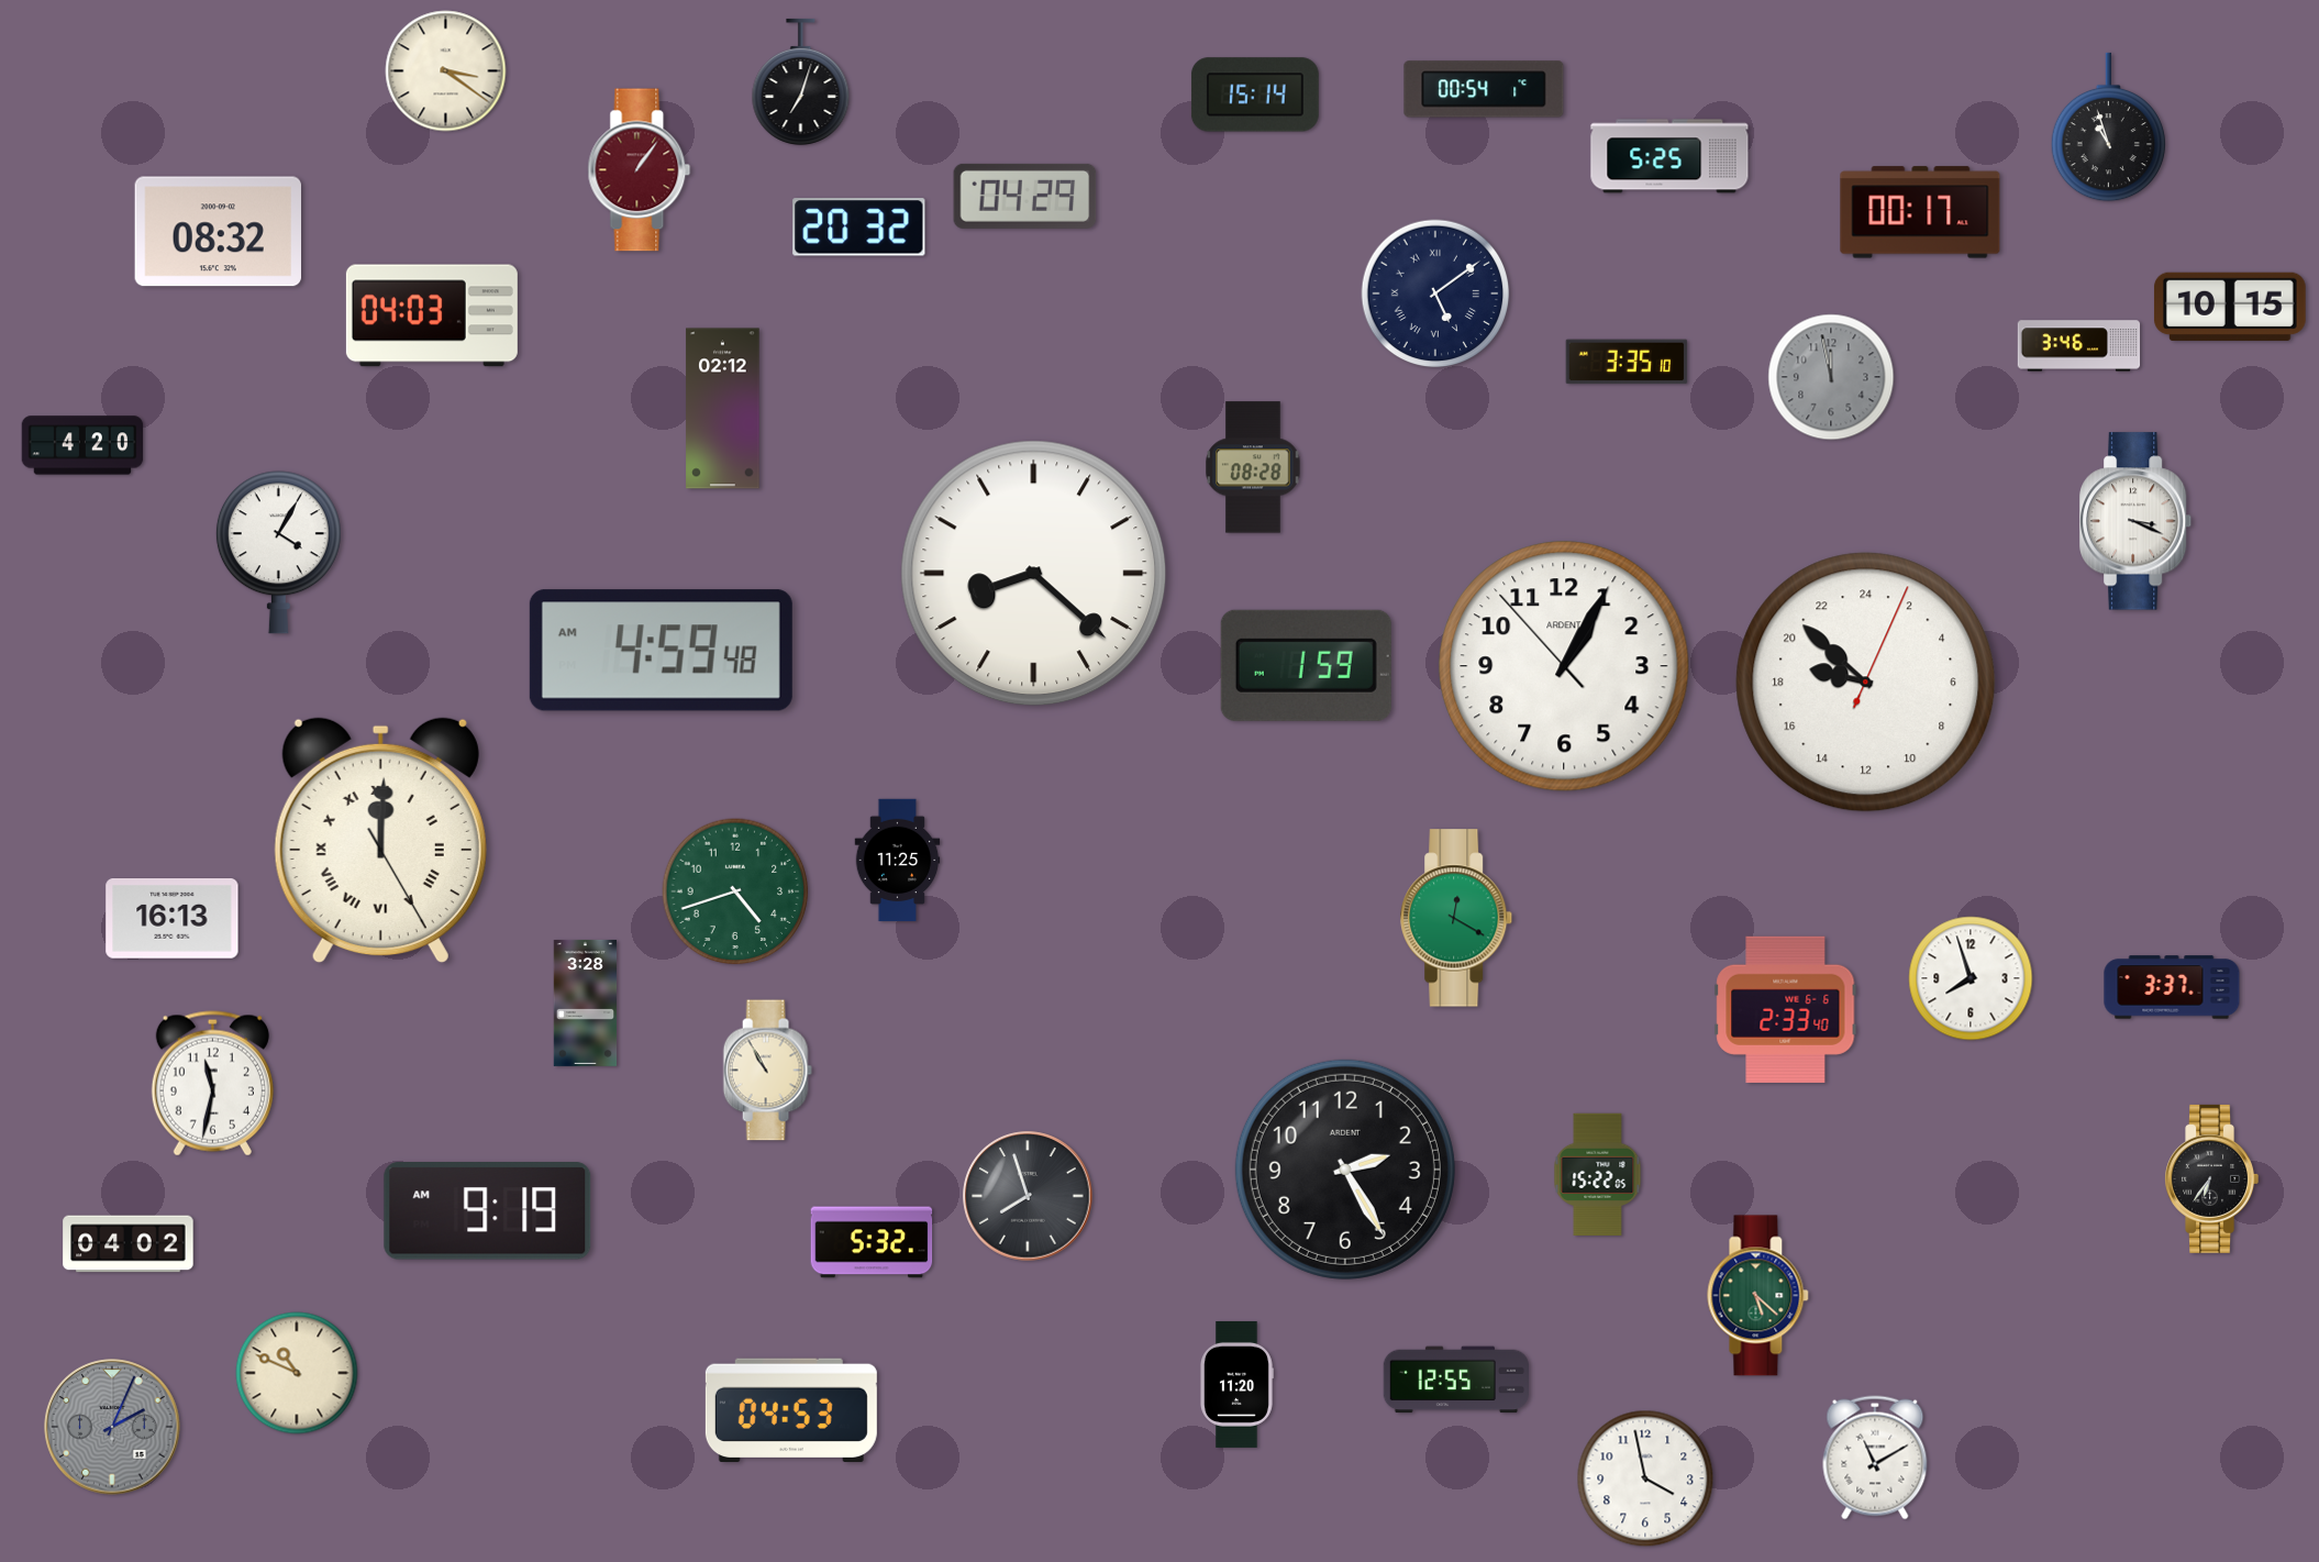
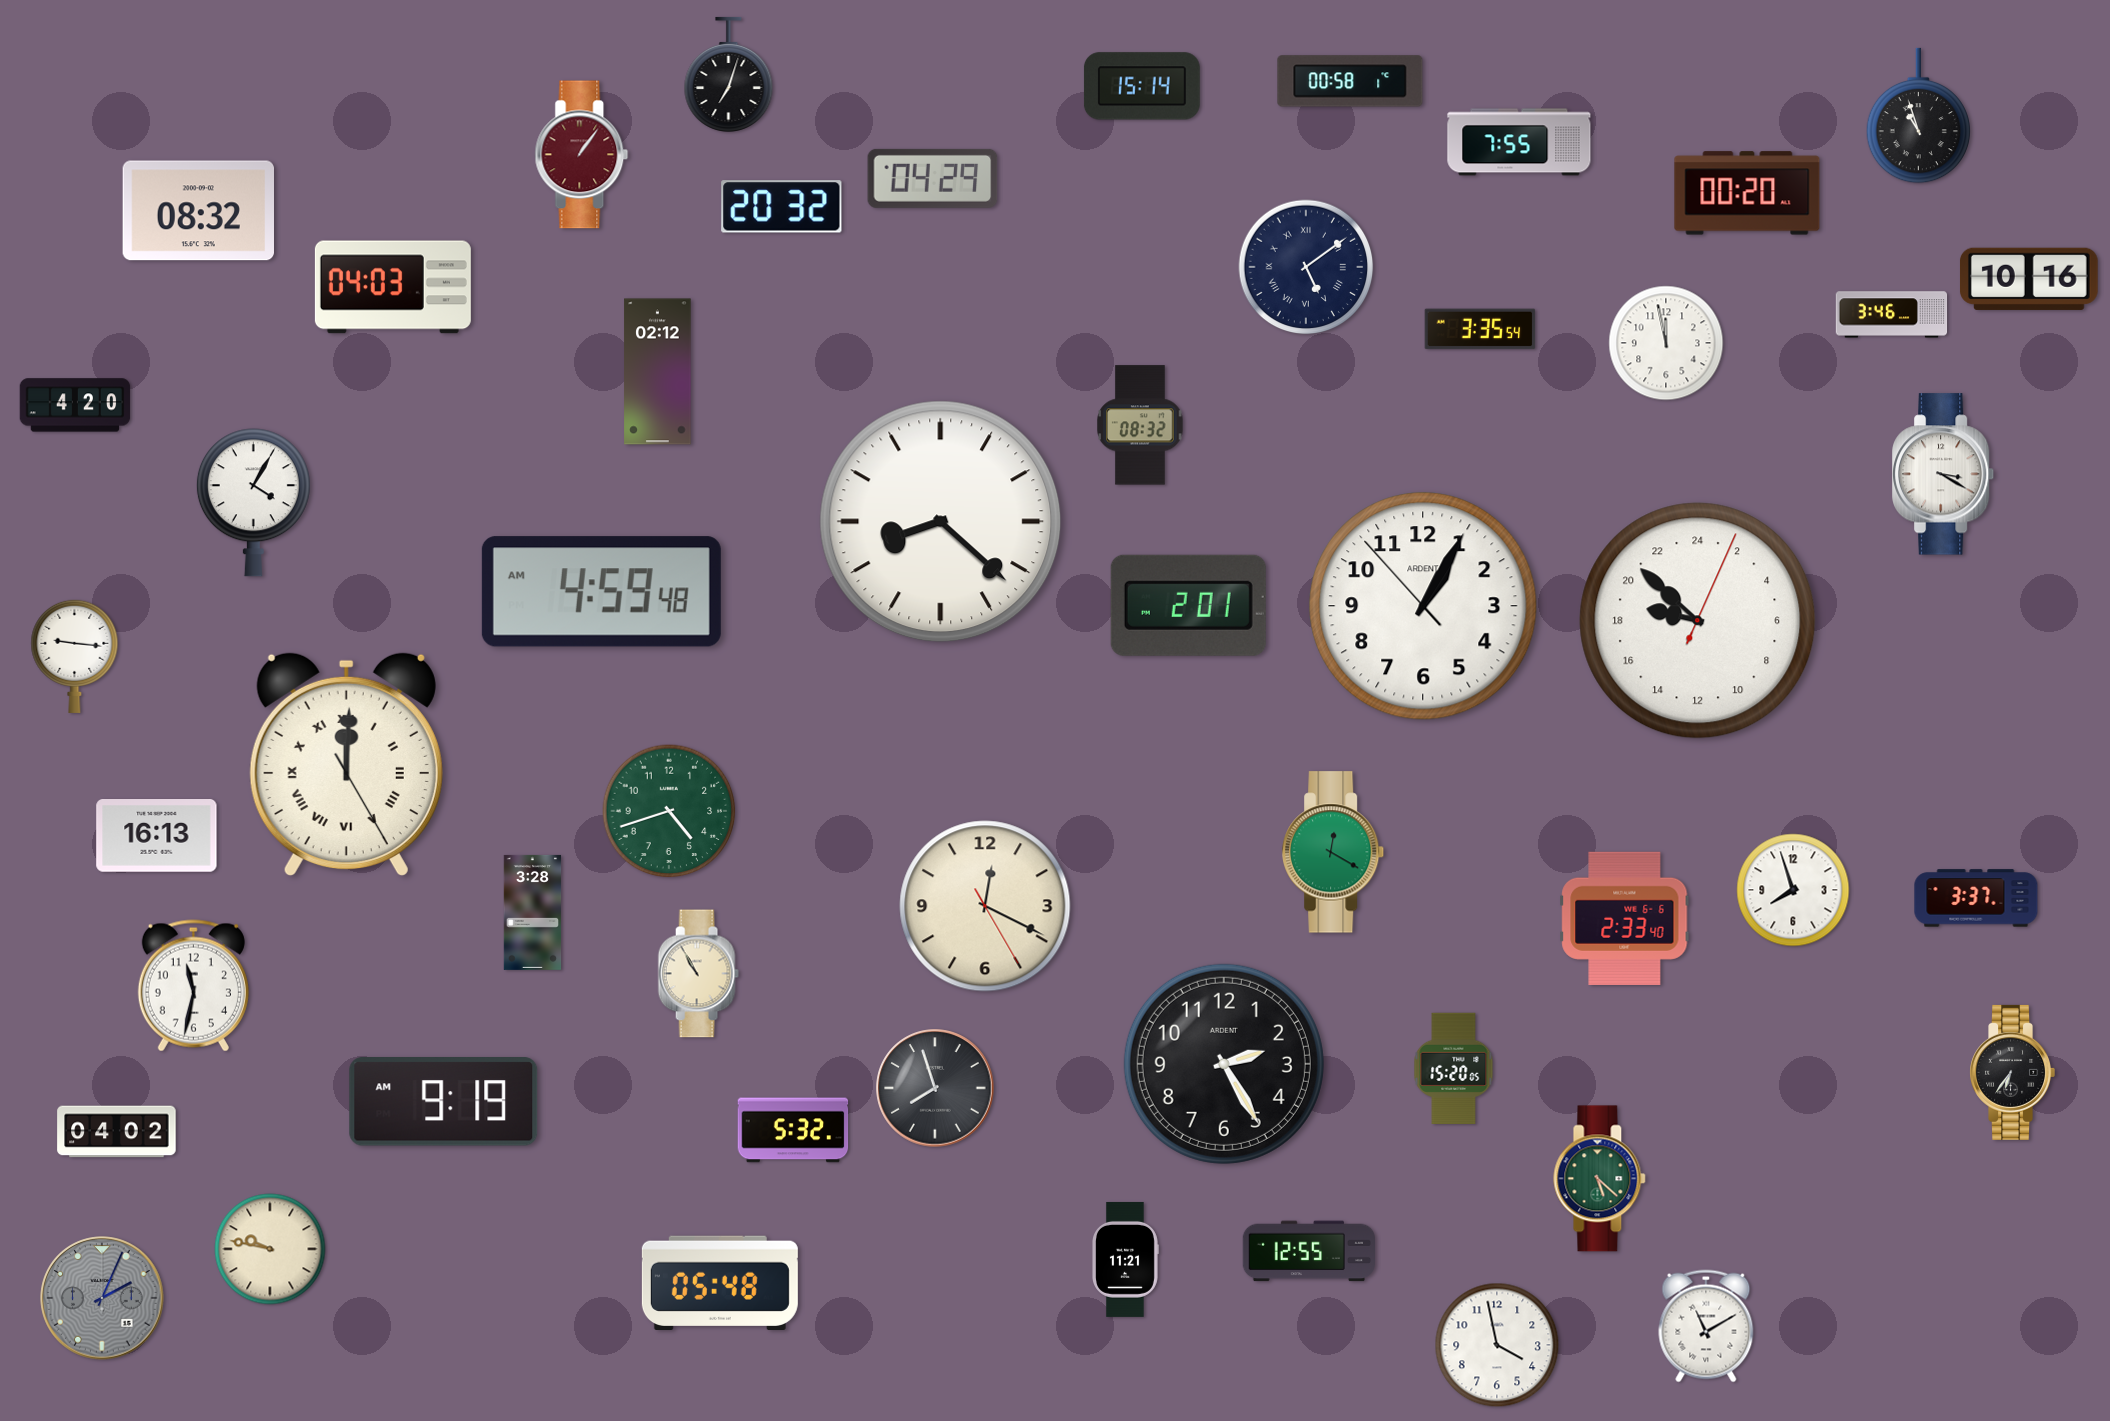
clock at (446, 71): 3:21 -> none
clock at (1484, 89): 00:54 -> 00:58
clock at (1669, 156): 5:25 -> 7:55
clock at (1920, 212): 00:17 -> 00:20
clock at (2230, 307): 10:15 -> 10:16
clock at (1627, 362): 3:35:10 -> 3:35:54
clock at (1831, 377) dial: grey -> white
clock at (1253, 467): 08:28 -> 08:32
clock at (2137, 521): 3:19 -> 3:20
clock at (1306, 665): 1:59 -> 2:01
clock at (75, 656): none -> 9:16
clock at (898, 861): 11:25 -> none
clock at (1457, 918) position: (1457, 918) -> (1334, 852)
clock at (985, 906): none -> 12:19
clock at (1598, 1174): 15:22 -> 15:20
clock at (297, 1373): 10:49 -> 9:47
clock at (1455, 1380) position: (1455, 1380) -> (1308, 1251)
clock at (1238, 1384): 11:20 -> 11:21
clock at (791, 1409): 04:53 -> 05:48
